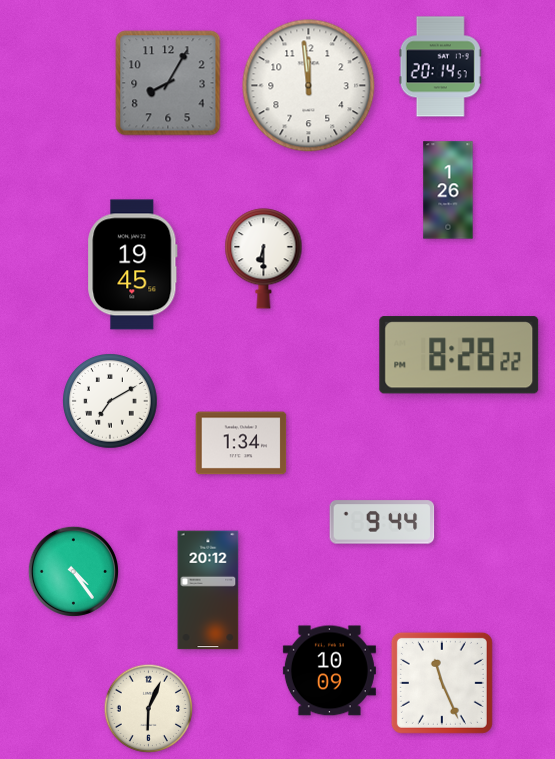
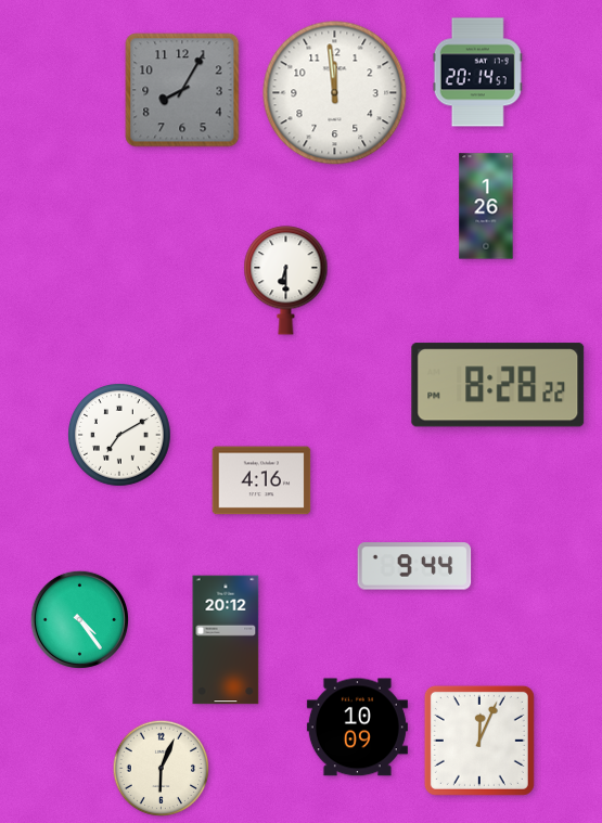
clock at (133, 265): 19:45 -> none
clock at (241, 443): 1:34 -> 4:16
clock at (442, 683): 11:26 -> 12:04
